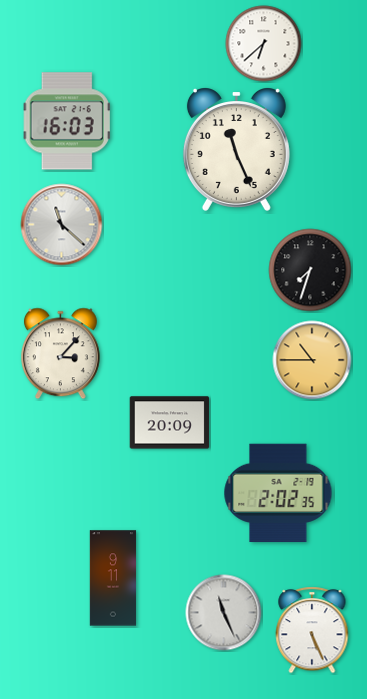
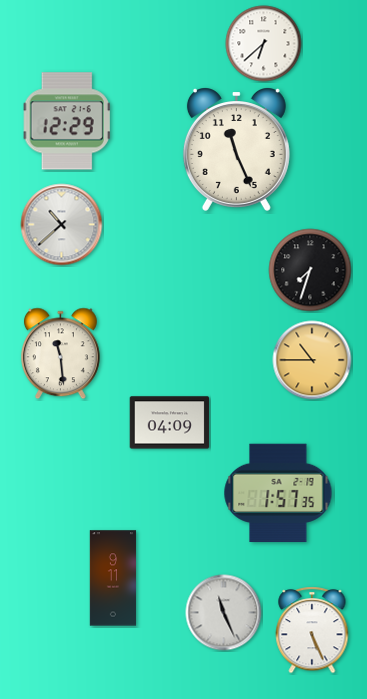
clock at (67, 121): 16:03 -> 12:29
clock at (62, 225): 11:22 -> 10:38
clock at (60, 354): 3:07 -> 11:29
clock at (170, 423): 20:09 -> 04:09
clock at (278, 493): 2:02 -> 1:57
